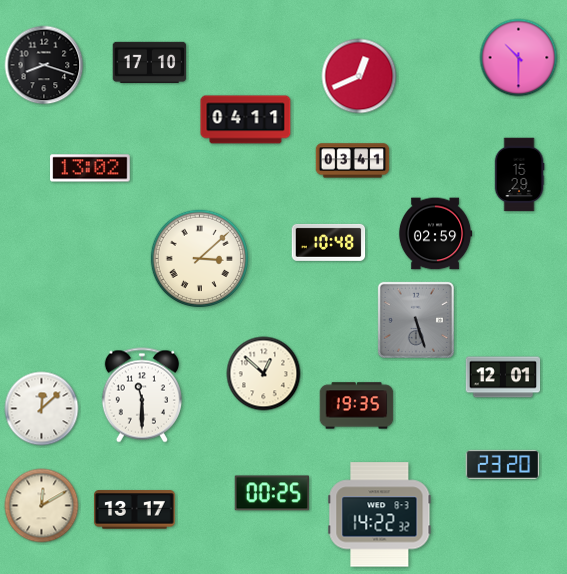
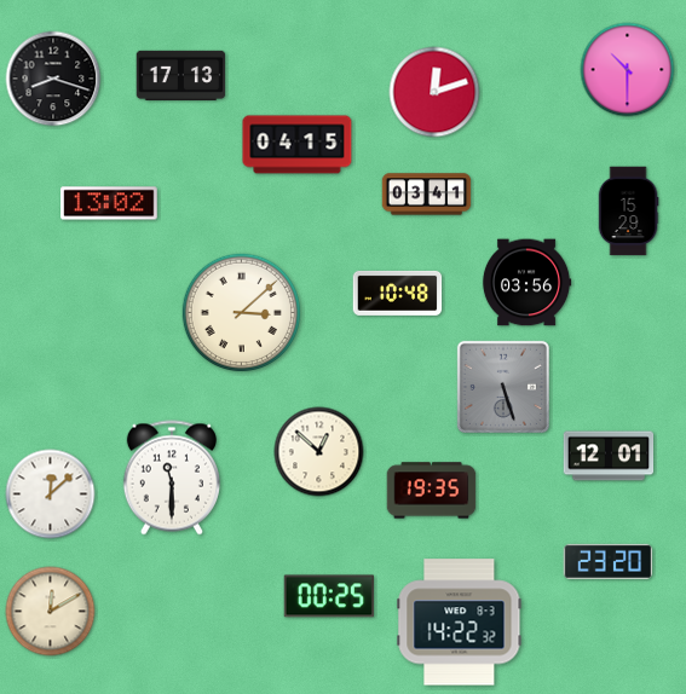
clock at (150, 62): 17:10 -> 17:13
clock at (359, 76): 12:41 -> 12:12
clock at (246, 120): 04:11 -> 04:15
clock at (435, 234): 02:59 -> 03:56
clock at (135, 510): 13:17 -> none
